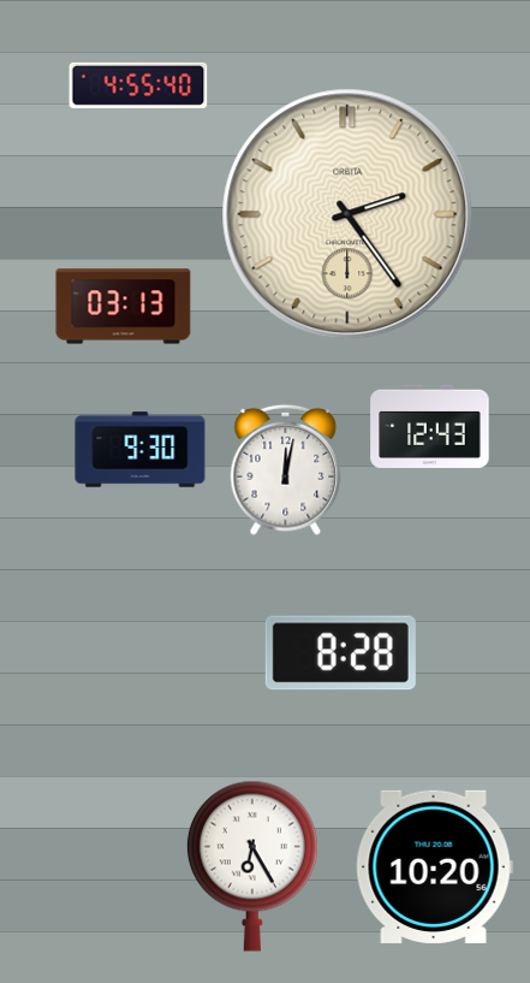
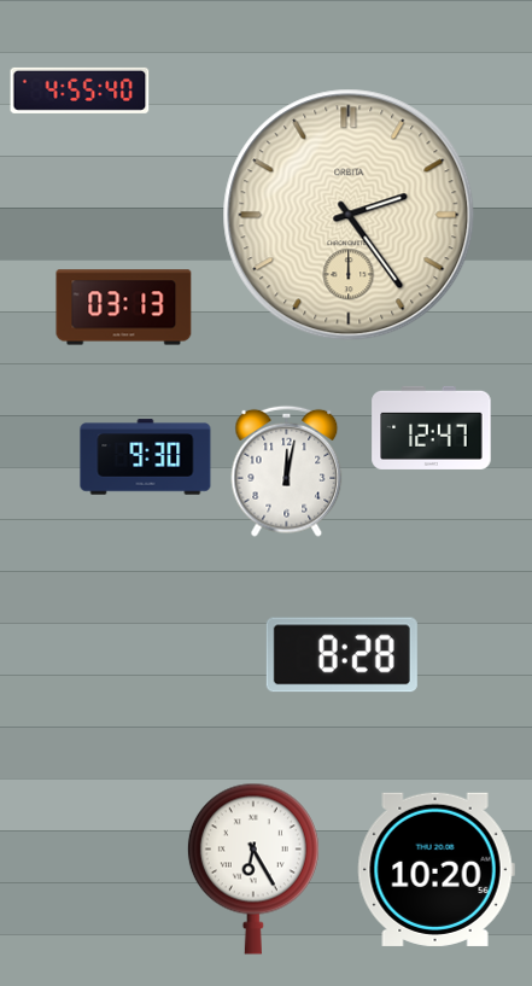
clock at (138, 85) position: (138, 85) -> (80, 91)
clock at (430, 426): 12:43 -> 12:47
clock at (141, 450) position: (141, 450) -> (146, 457)
